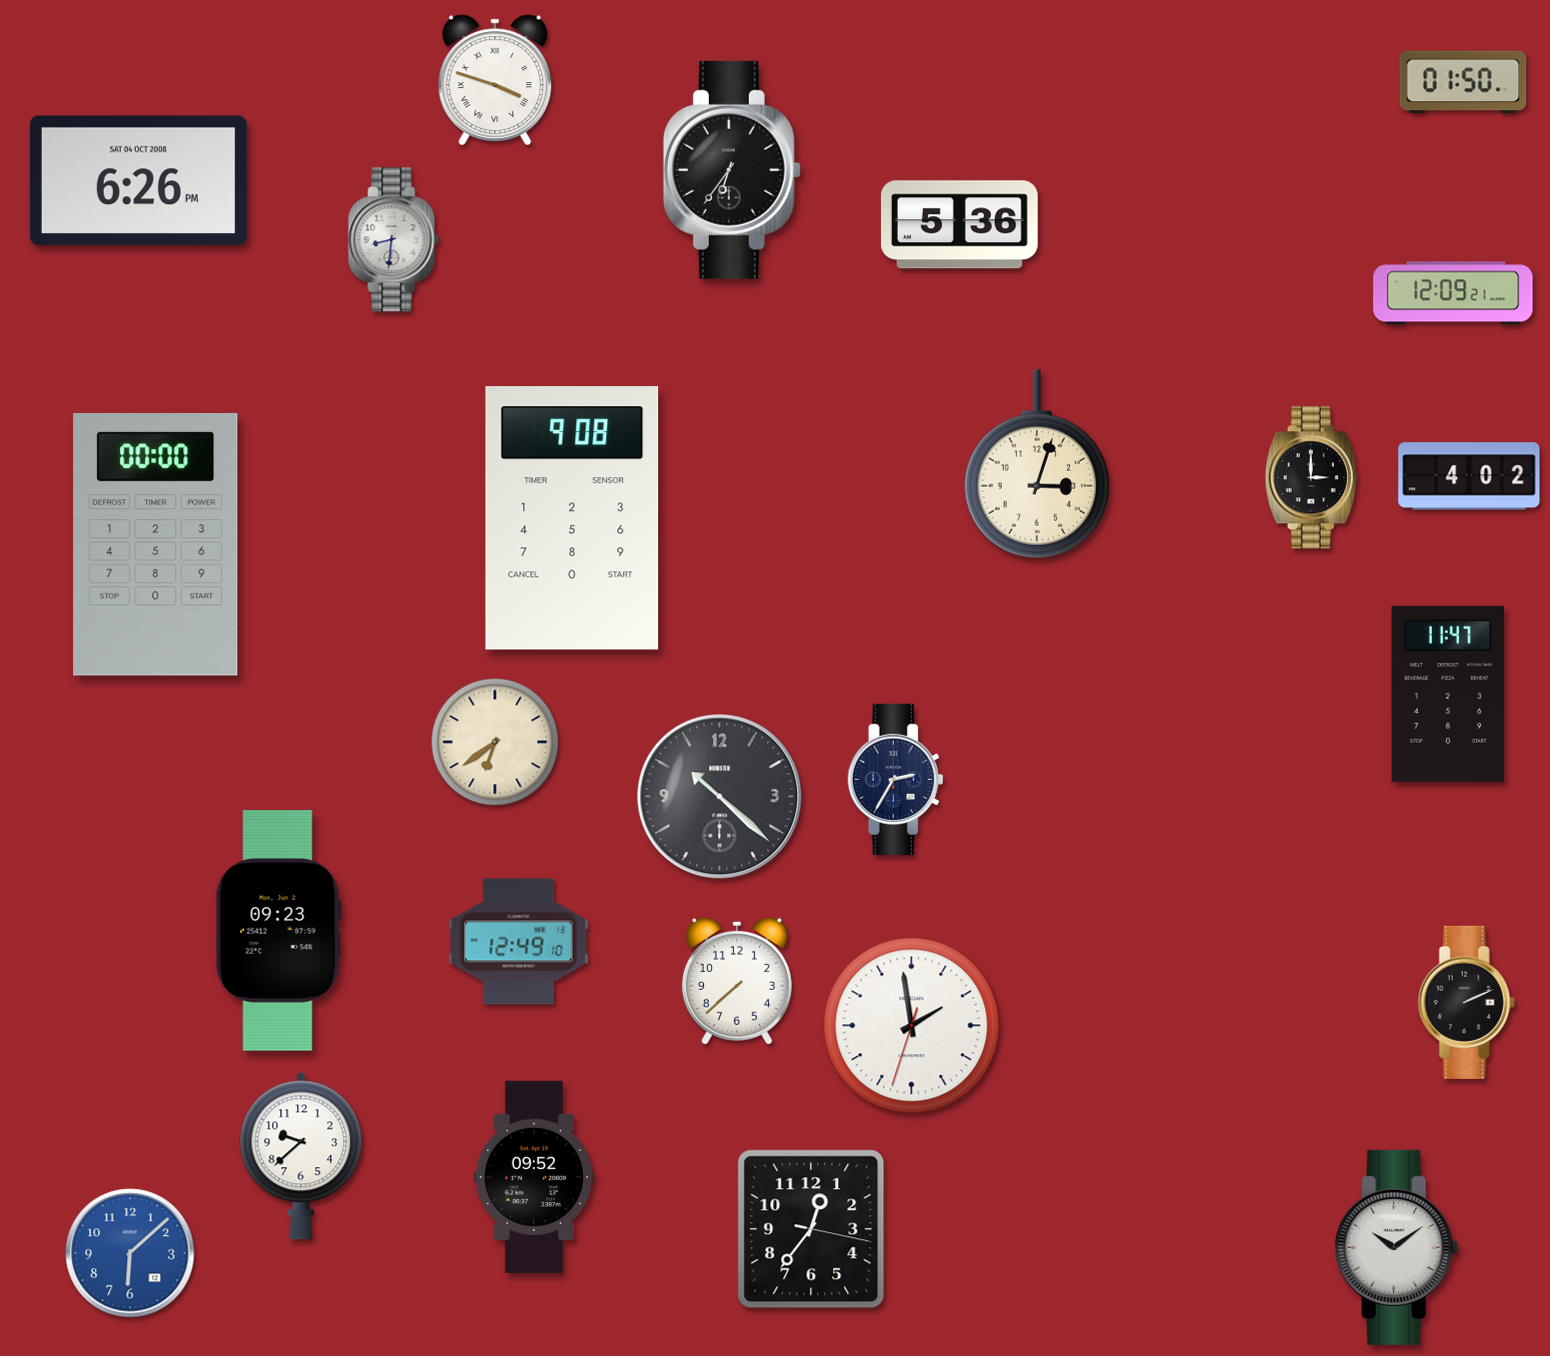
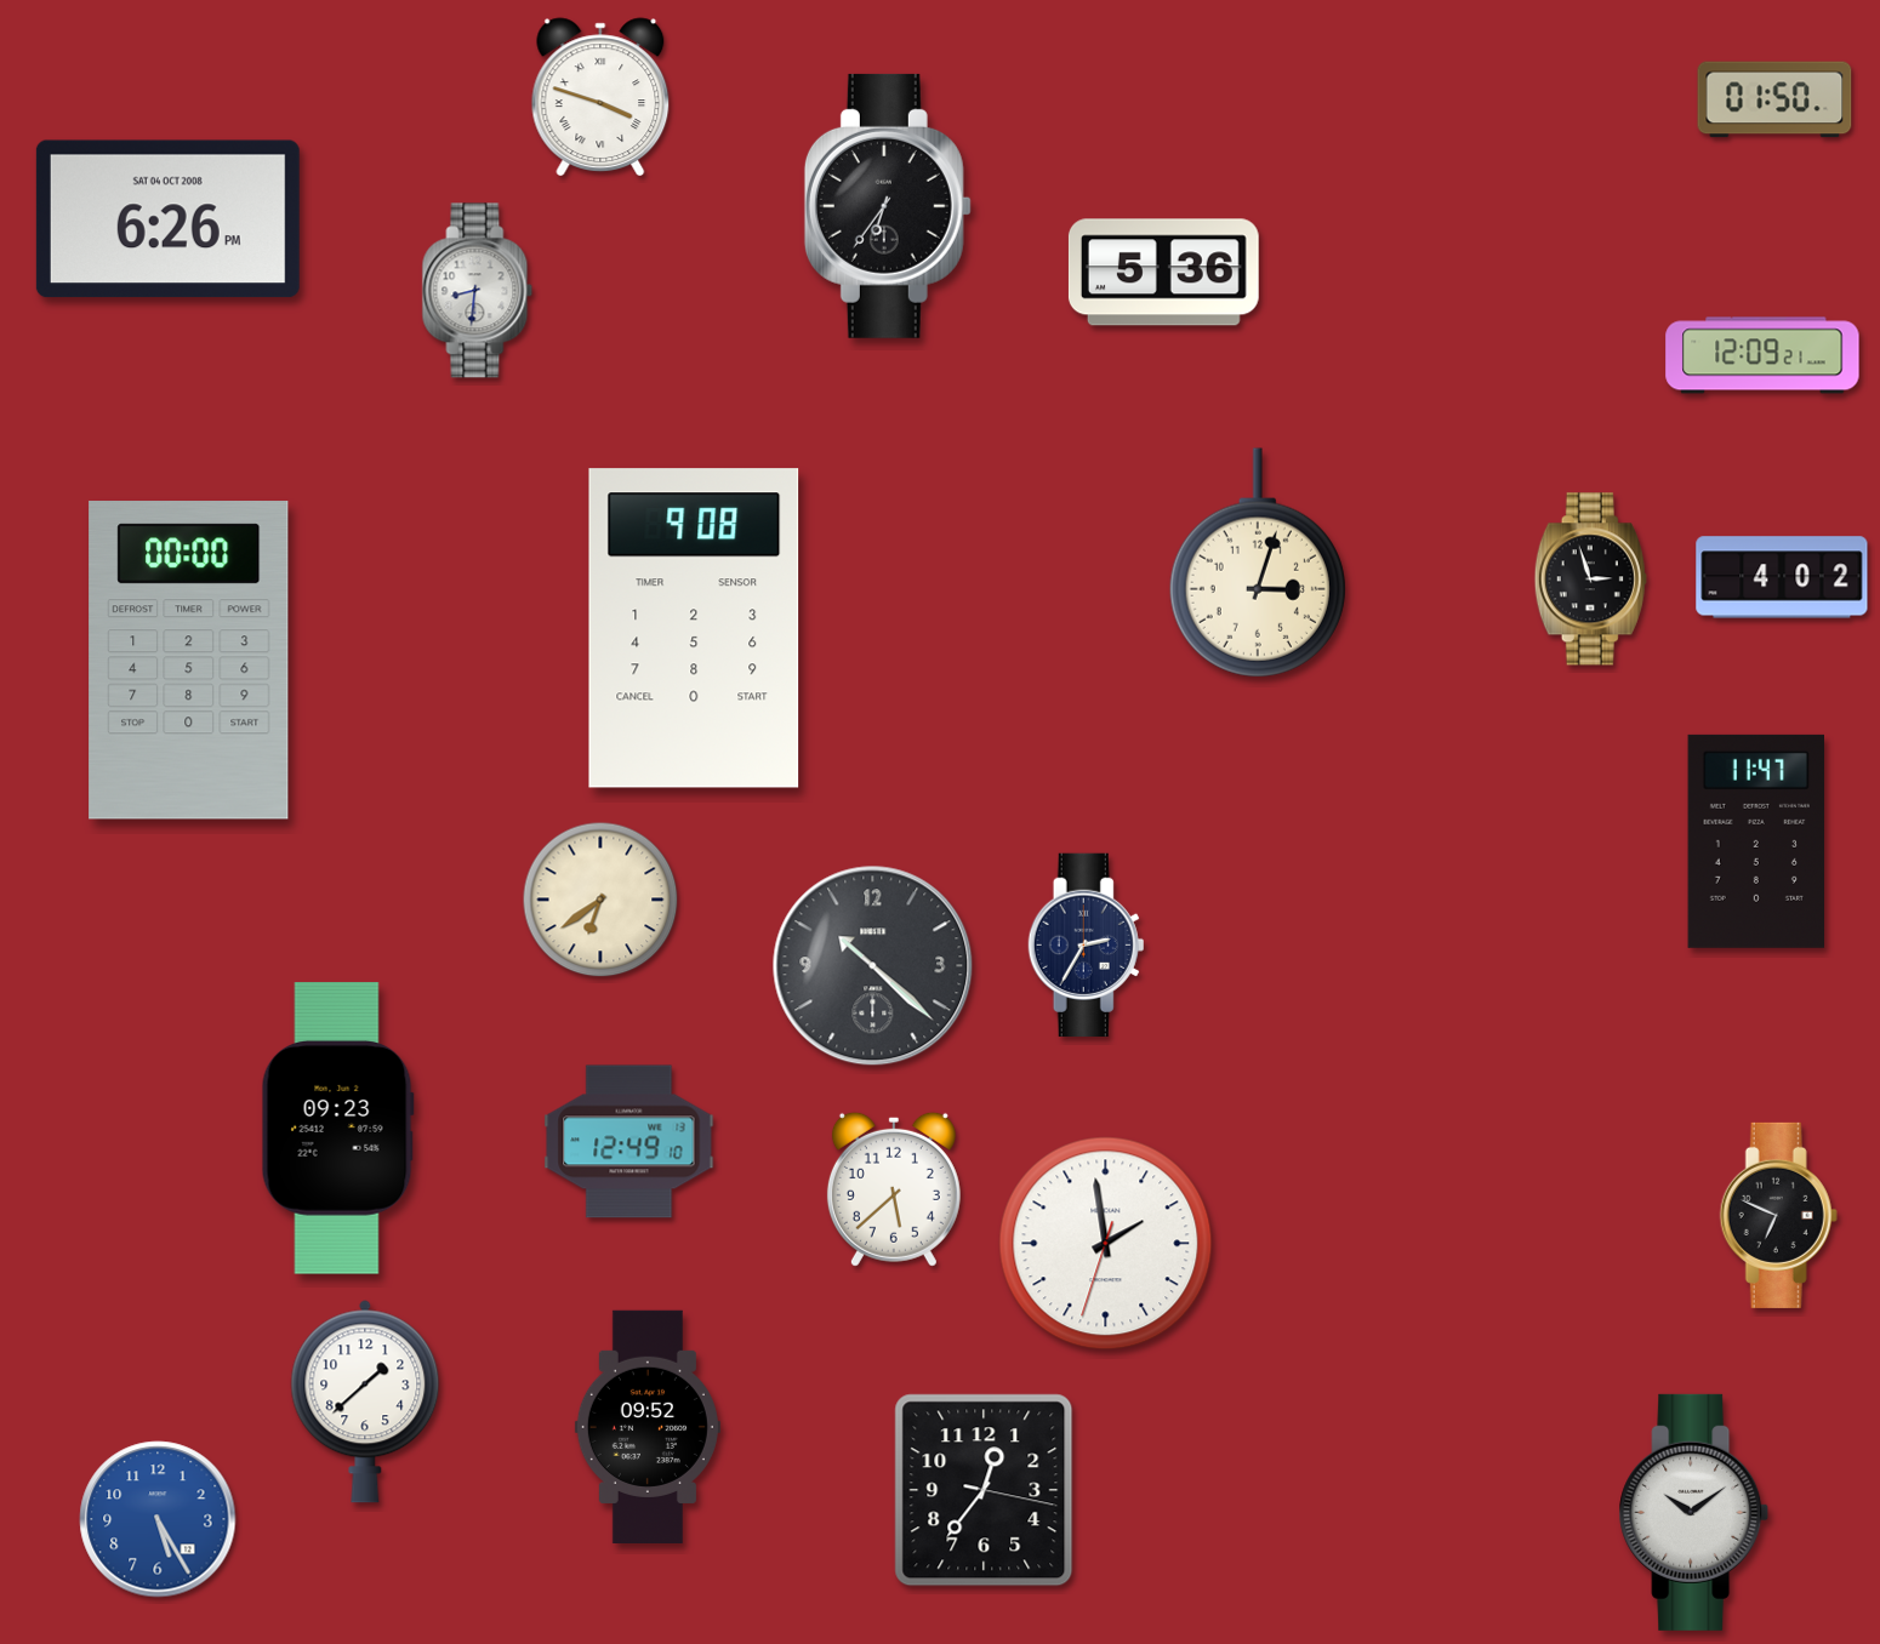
clock at (1311, 478): 3:00 -> 2:57
clock at (737, 981): 7:38 -> 5:38
clock at (1466, 1002): 2:11 -> 6:49
clock at (301, 1156): 9:38 -> 1:38
clock at (130, 1253): 6:08 -> 5:25
